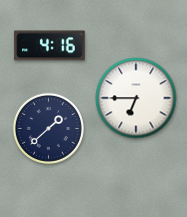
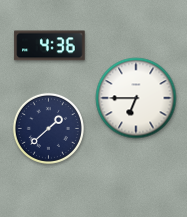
clock at (50, 46): 4:16 -> 4:36
